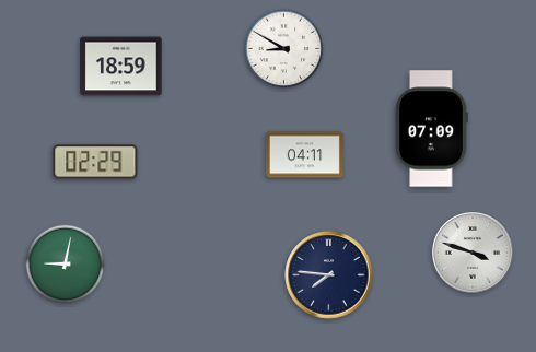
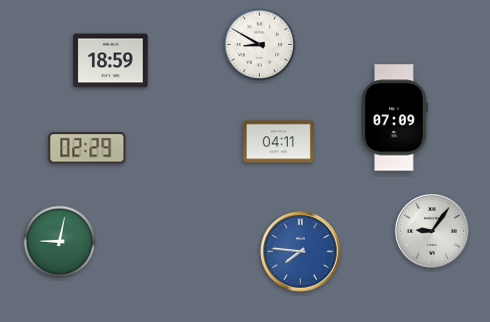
clock at (473, 253): 3:48 -> 9:06
clock at (329, 275) dial: navy -> blue
